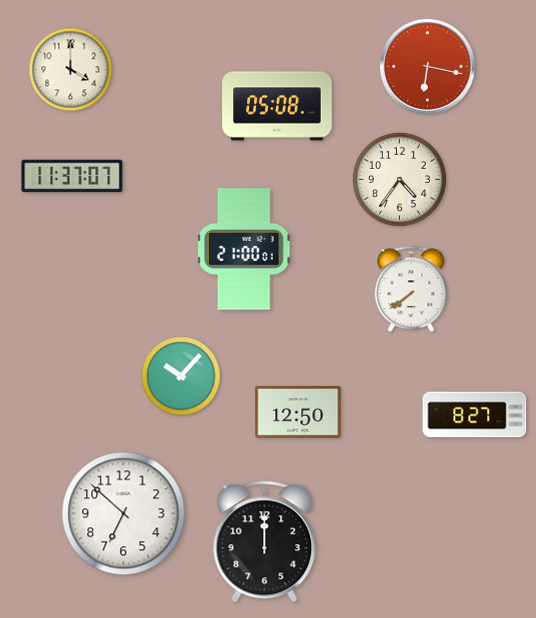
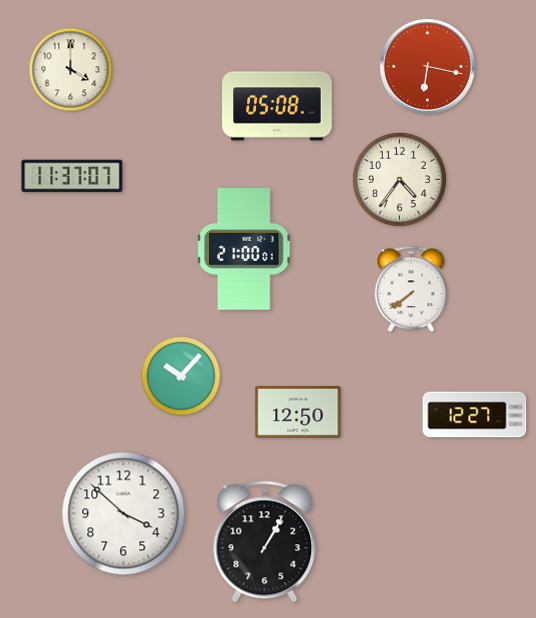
clock at (475, 415): 8:27 -> 12:27
clock at (124, 514): 6:52 -> 3:52
clock at (265, 542): 12:00 -> 1:05
